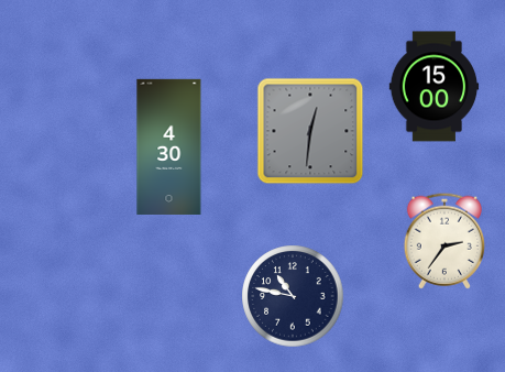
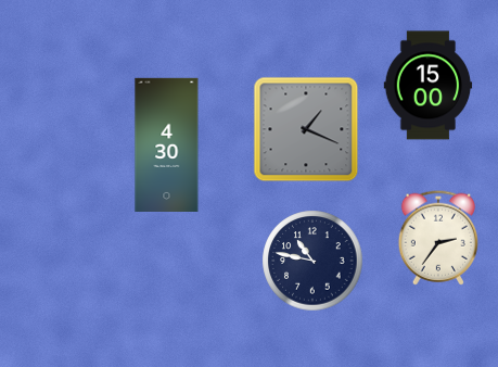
clock at (310, 131): 12:31 -> 1:19
clock at (293, 296) position: (293, 296) -> (312, 261)
